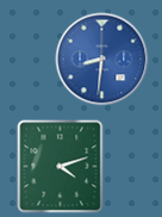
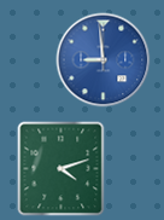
clock at (101, 58): 8:31 -> 8:59
